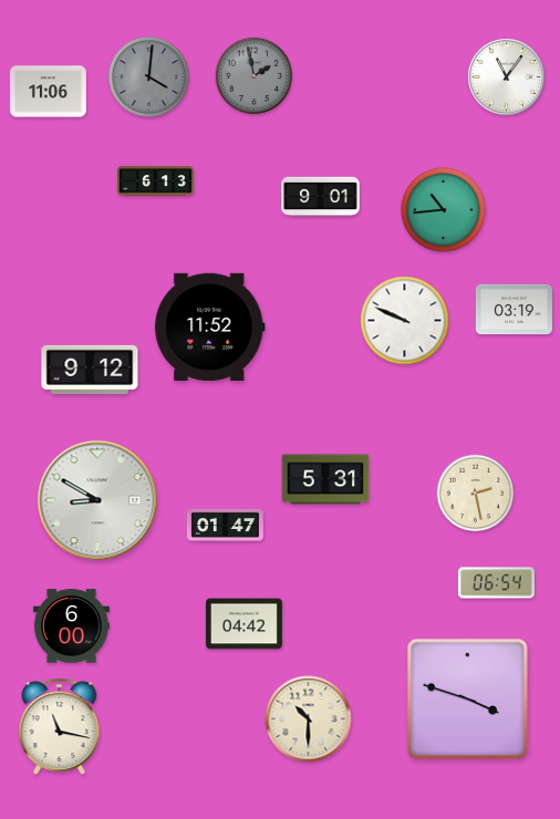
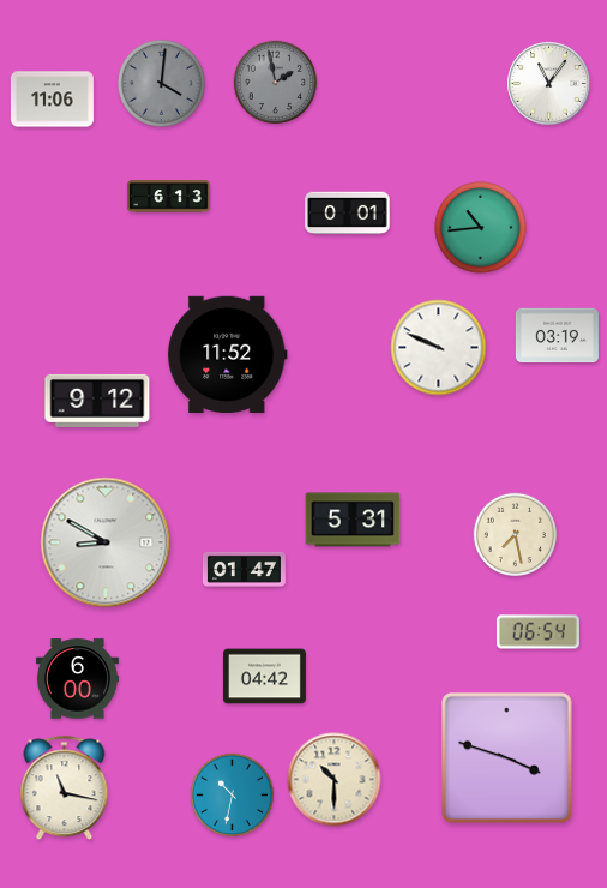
clock at (321, 197): 9:01 -> 0:01
clock at (476, 494): 2:28 -> 7:28
clock at (233, 796): none -> 10:32
